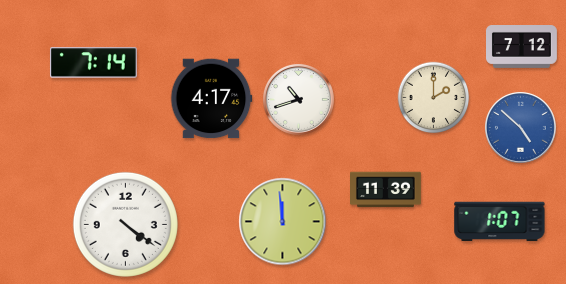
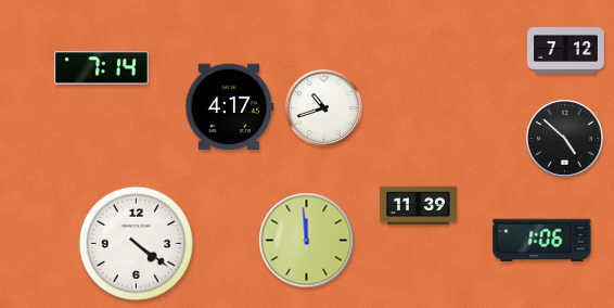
clock at (434, 98): 2:00 -> none
clock at (520, 127) dial: blue -> black
clock at (500, 222): 1:07 -> 1:06
